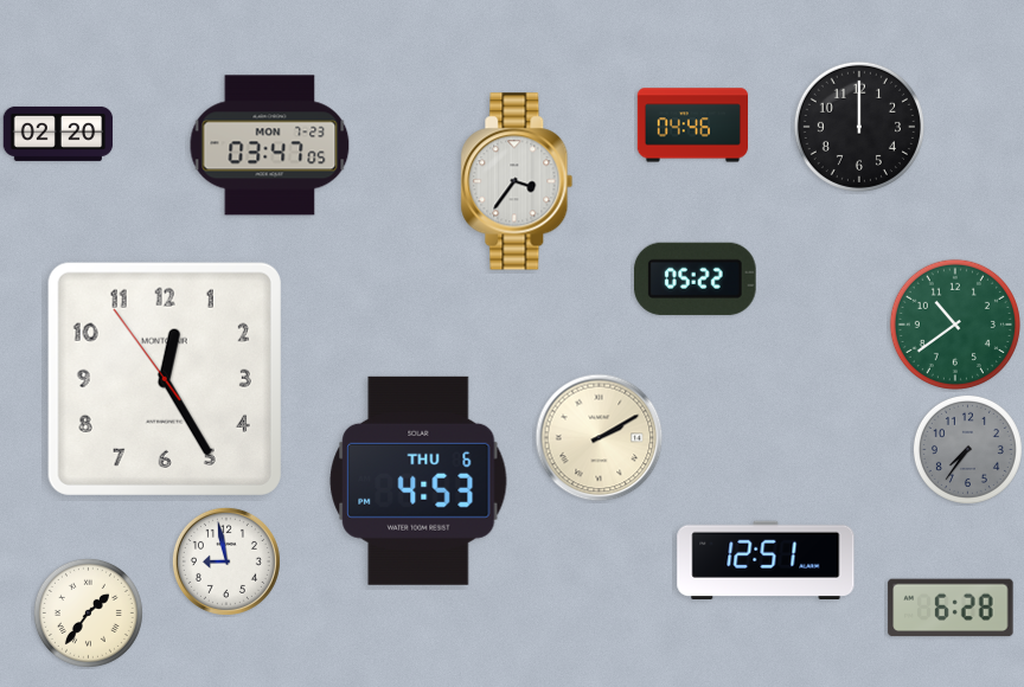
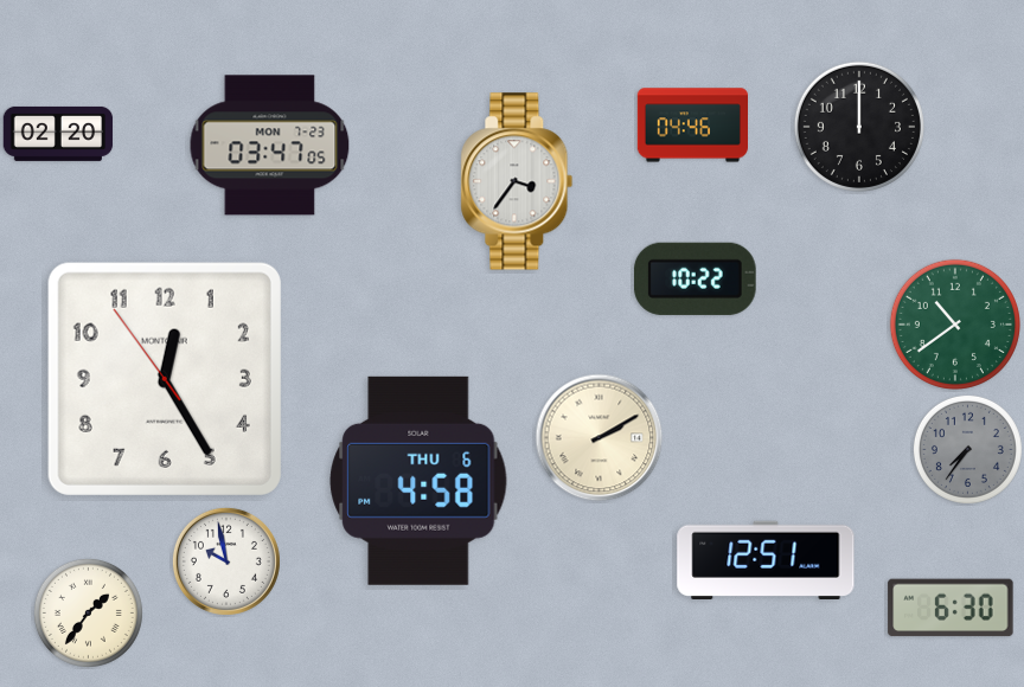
clock at (695, 278): 05:22 -> 10:22
clock at (418, 481): 4:53 -> 4:58
clock at (226, 561): 8:58 -> 9:58
clock at (951, 608): 6:28 -> 6:30
